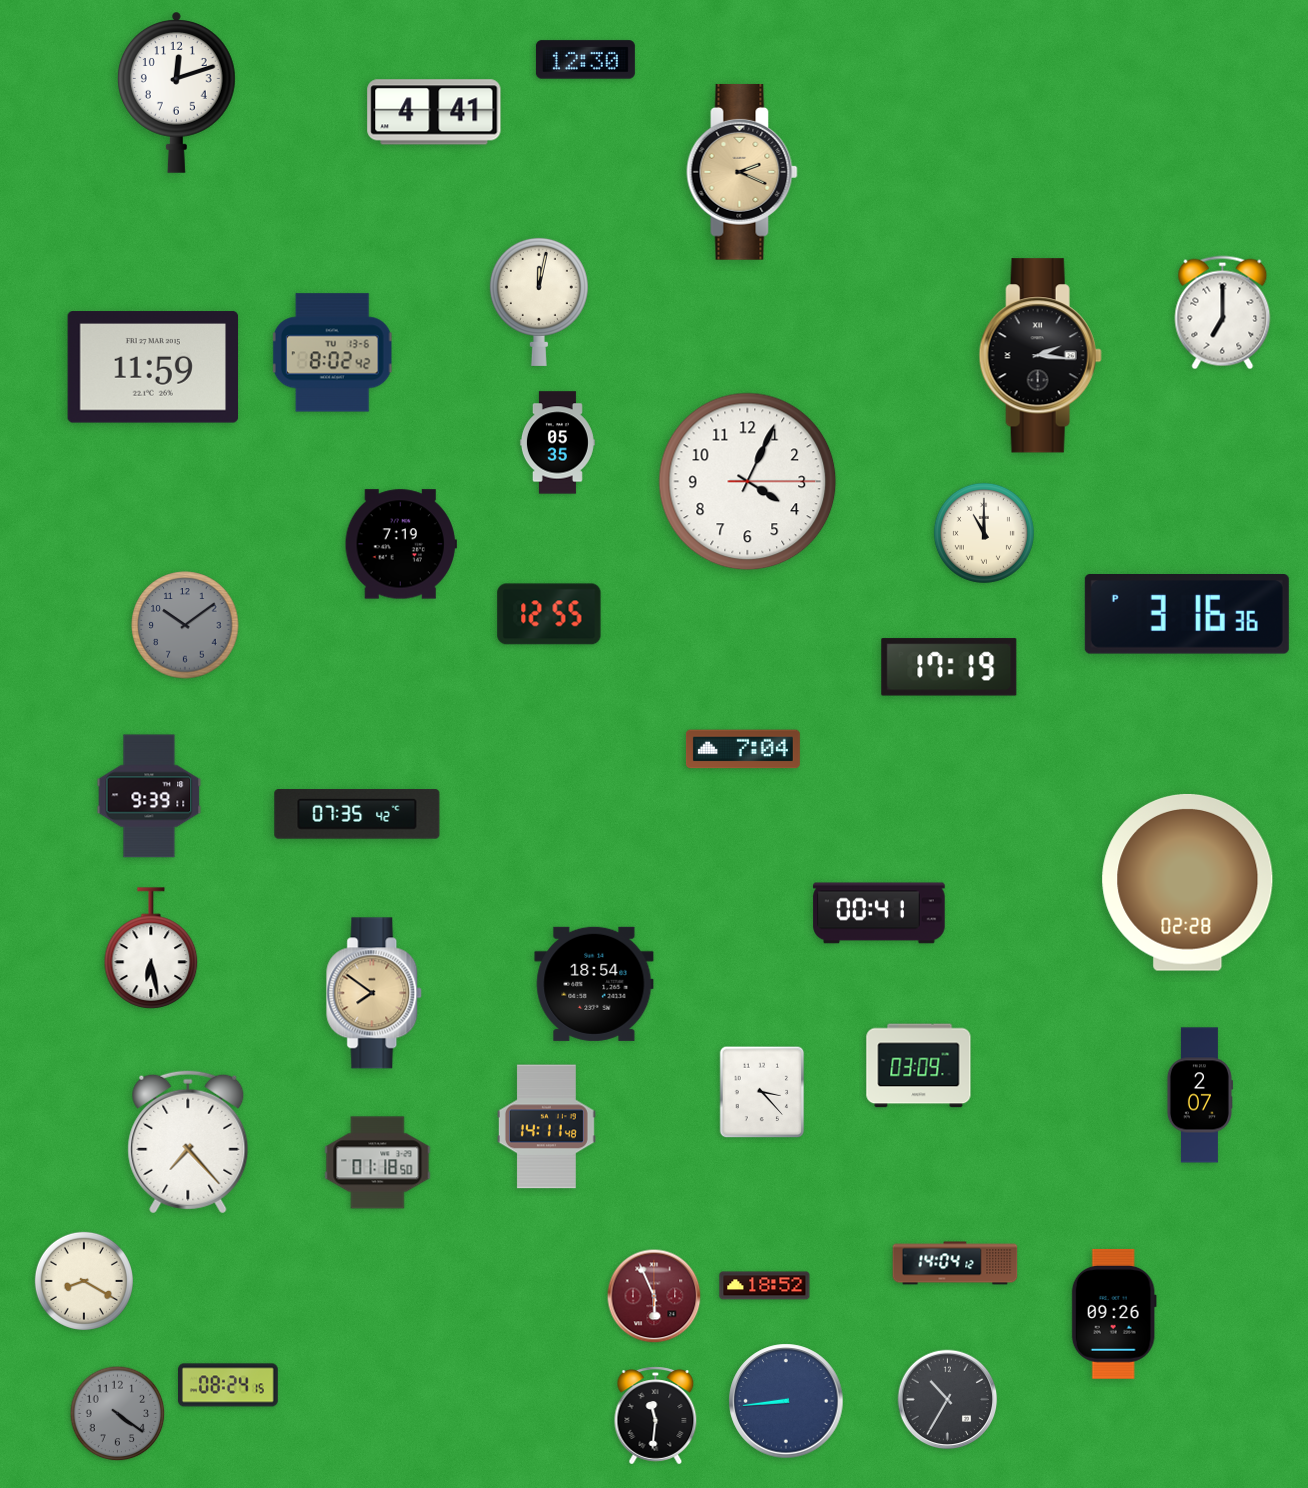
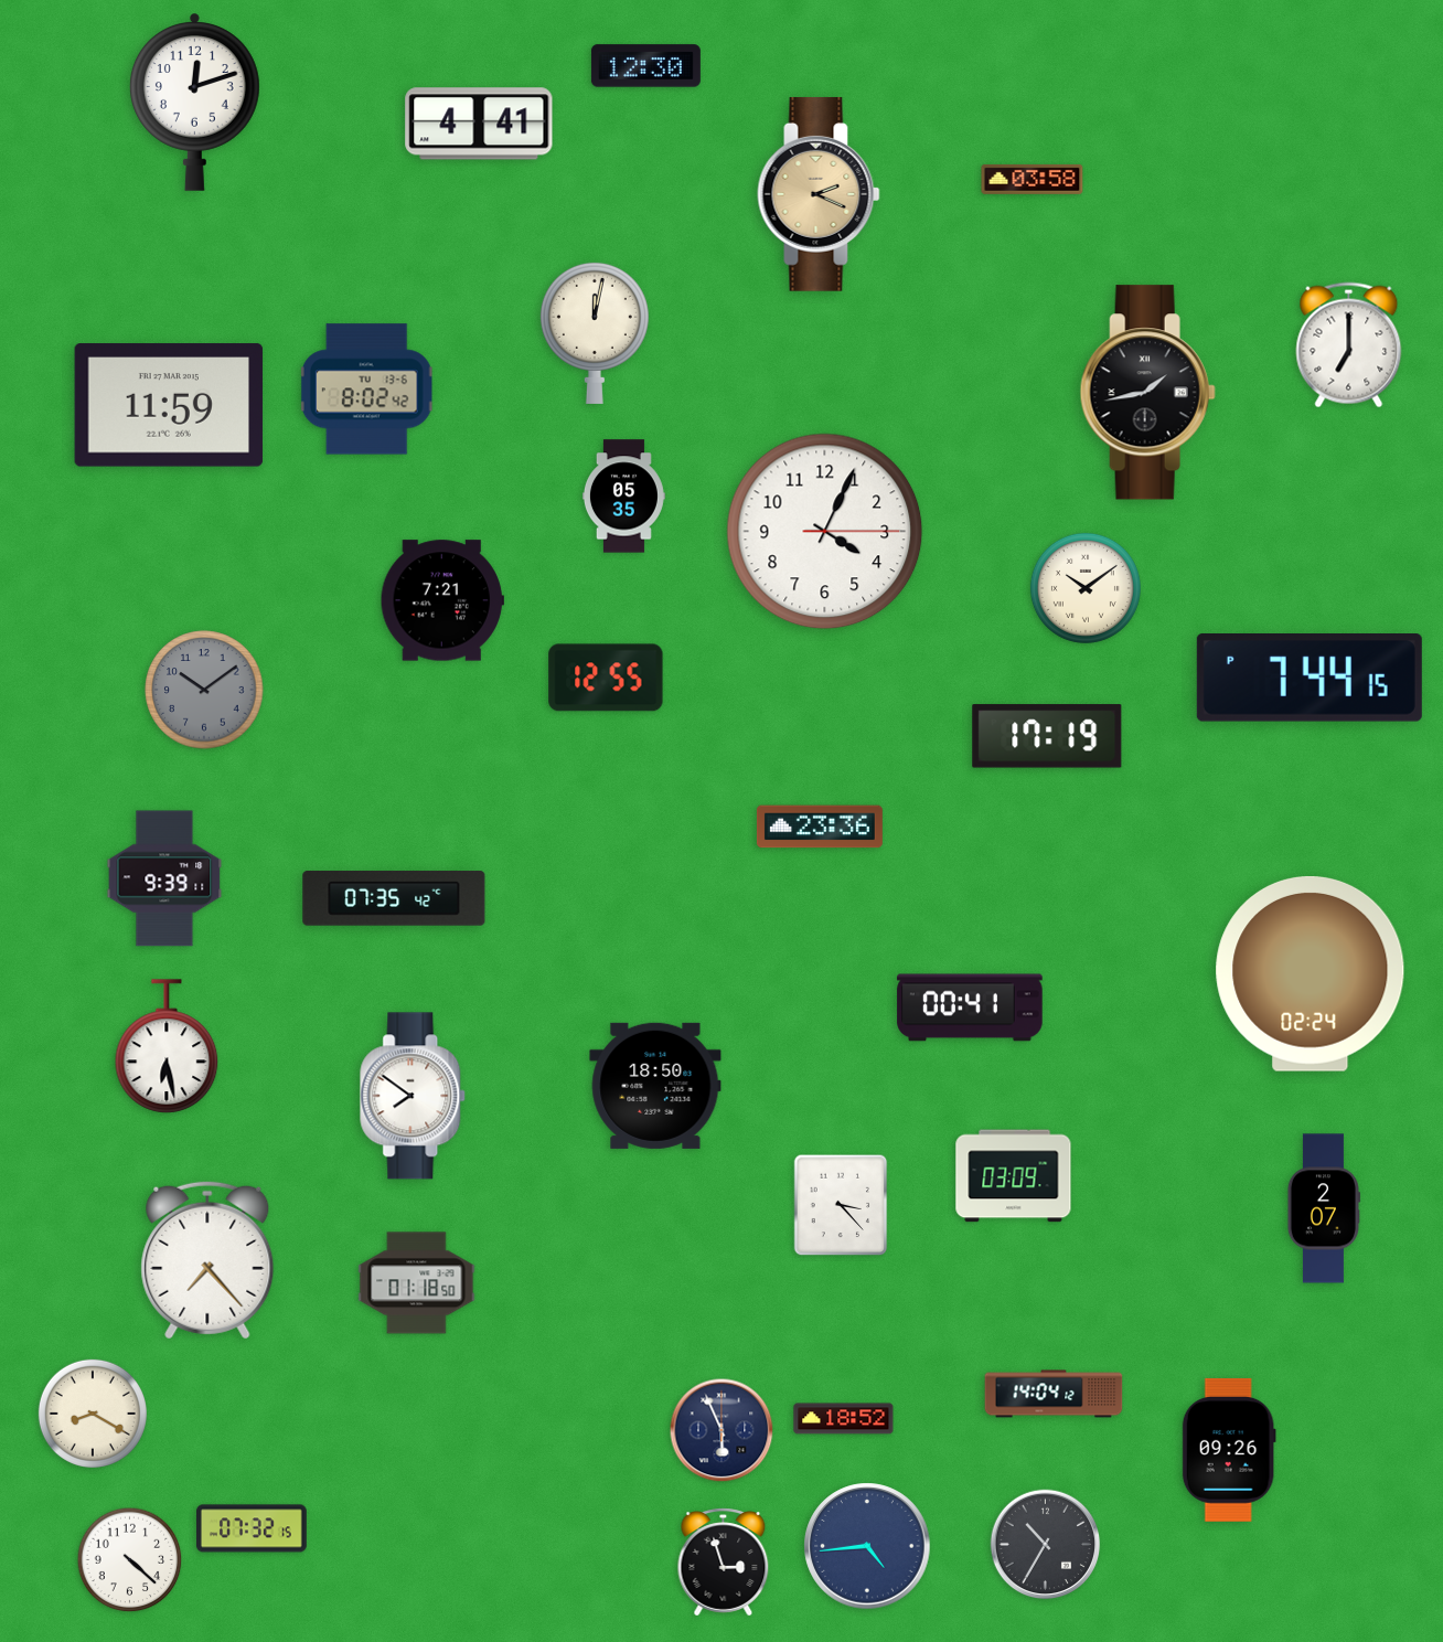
clock at (1033, 179): none -> 03:58
clock at (742, 172) position: (742, 172) -> (819, 194)
clock at (1040, 356): 2:16 -> 1:43
clock at (557, 443) position: (557, 443) -> (623, 497)
clock at (984, 533): 11:00 -> 10:09
clock at (401, 544): 7:19 -> 7:21
clock at (1187, 615): 3:16 -> 7:44
clock at (743, 749): 7:04 -> 23:36
clock at (1188, 882): 02:28 -> 02:24
clock at (594, 984): 18:54 -> 18:50
clock at (375, 993) dial: champagne -> white
clock at (546, 1127): 14:11 -> none
clock at (654, 1296) dial: burgundy -> navy
clock at (229, 1385): 08:24 -> 07:32
clock at (786, 1401): 8:44 -> 4:44
clock at (118, 1414): 4:21 -> 4:22
clock at (118, 1414) dial: grey -> white
clock at (656, 1416): 11:31 -> 2:57
